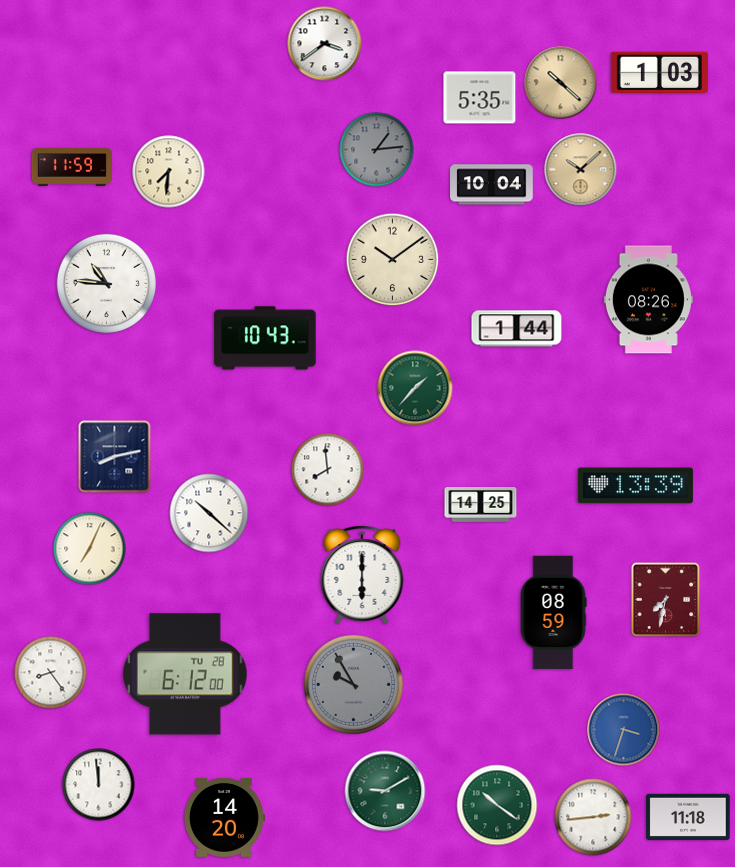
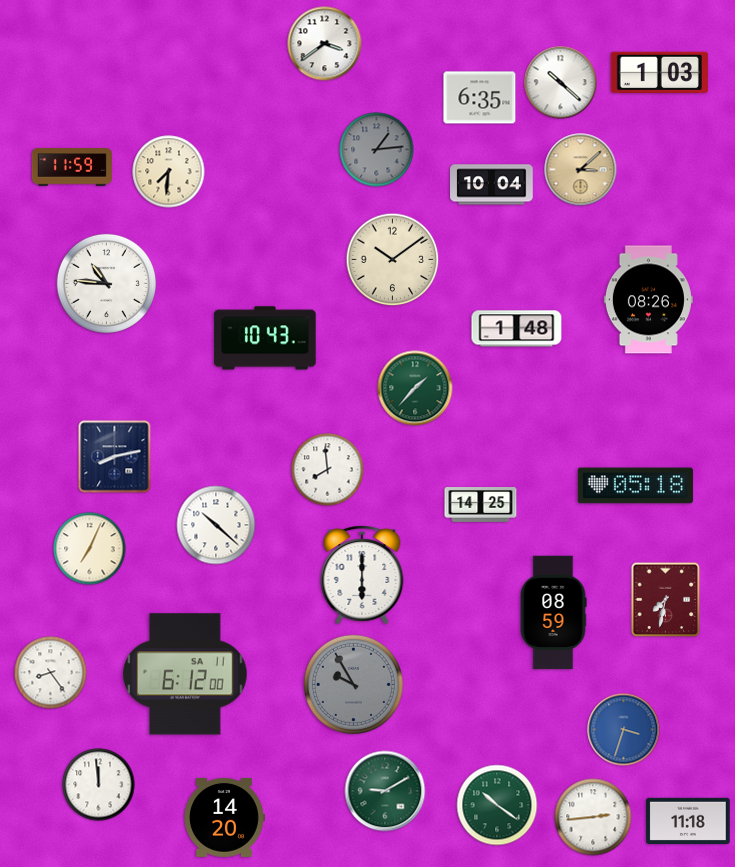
clock at (561, 83) dial: champagne -> white
clock at (480, 98): 5:35 -> 6:35
clock at (581, 170): 10:08 -> 3:08
clock at (517, 329): 1:44 -> 1:48
clock at (635, 486): 13:39 -> 05:18
clock at (209, 513) position: (209, 513) -> (216, 525)
clock at (185, 674) date: TU 28 -> SA 11
clock at (688, 816) position: (688, 816) -> (688, 820)
